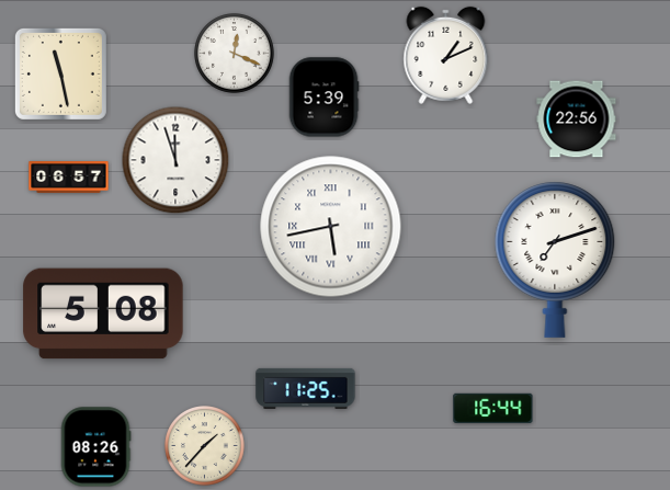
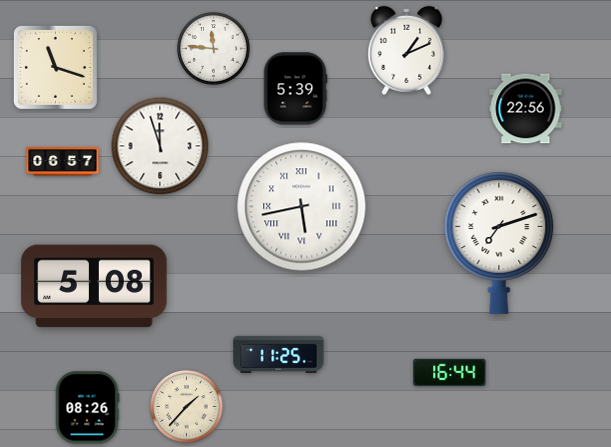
clock at (235, 54): 12:19 -> 11:46
clock at (60, 73): 11:28 -> 11:18
clock at (555, 260) position: (555, 260) -> (499, 243)
